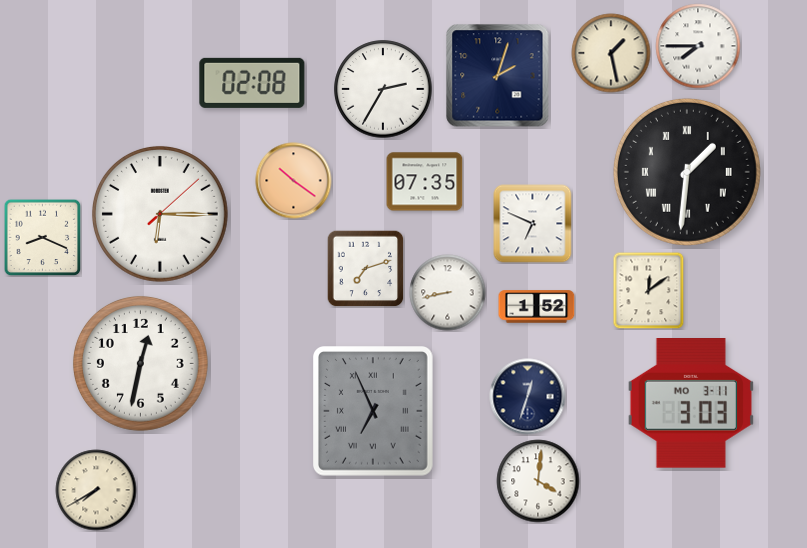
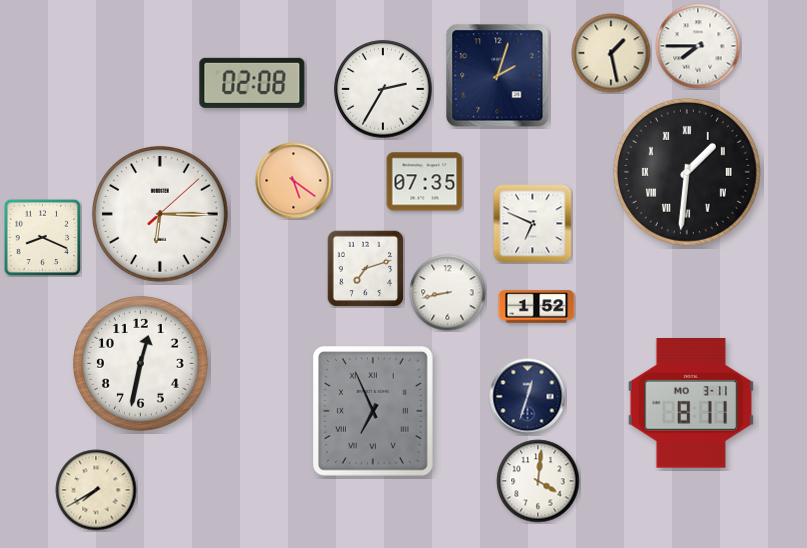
clock at (294, 181): 10:21 -> 5:21
clock at (649, 290): 12:09 -> none
clock at (691, 404): 3:03 -> 8:11
